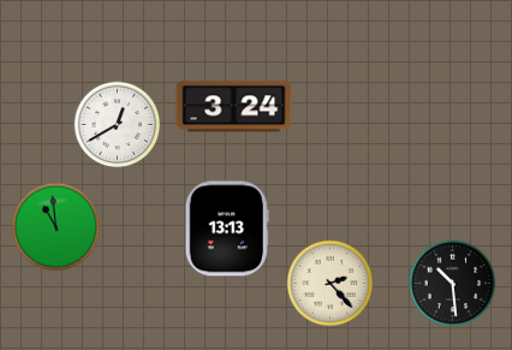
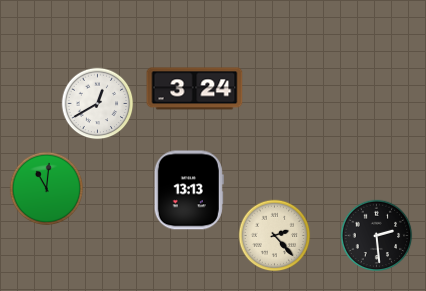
clock at (55, 226): 10:59 -> 11:01
clock at (453, 284): 10:29 -> 2:29
